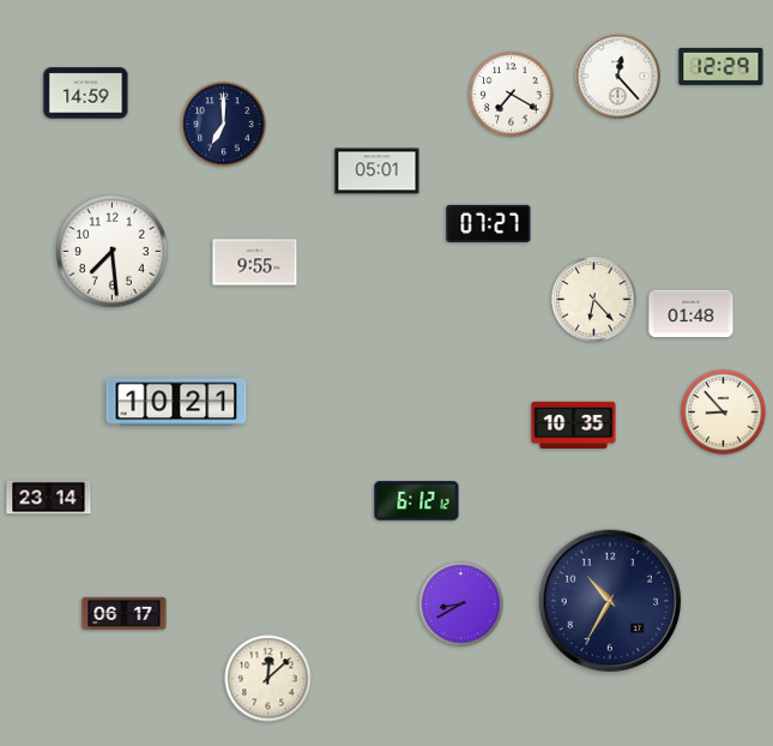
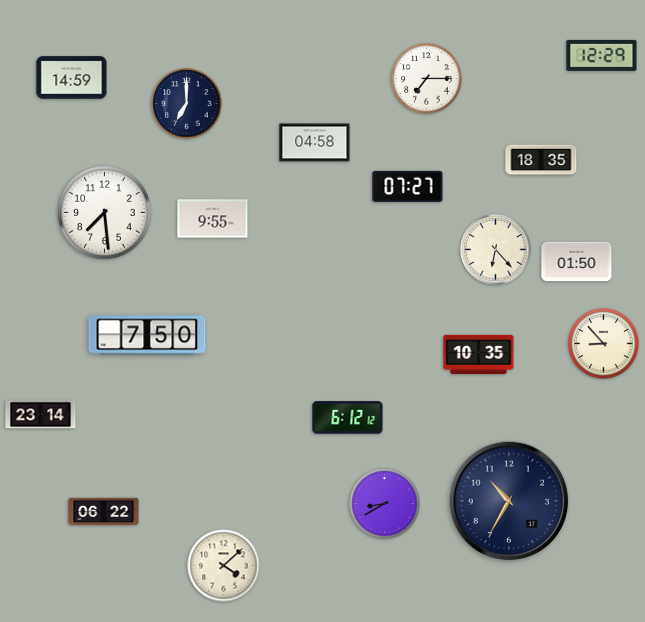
clock at (618, 77): 12:23 -> none
clock at (512, 95): 7:20 -> 7:15
clock at (378, 172): 05:01 -> 04:58
clock at (541, 160): none -> 18:35
clock at (113, 252) position: (113, 252) -> (105, 213)
clock at (692, 314): 01:48 -> 01:50
clock at (176, 402): 10:21 -> 7:50
clock at (125, 614): 06:17 -> 06:22
clock at (268, 679): 12:08 -> 4:08
